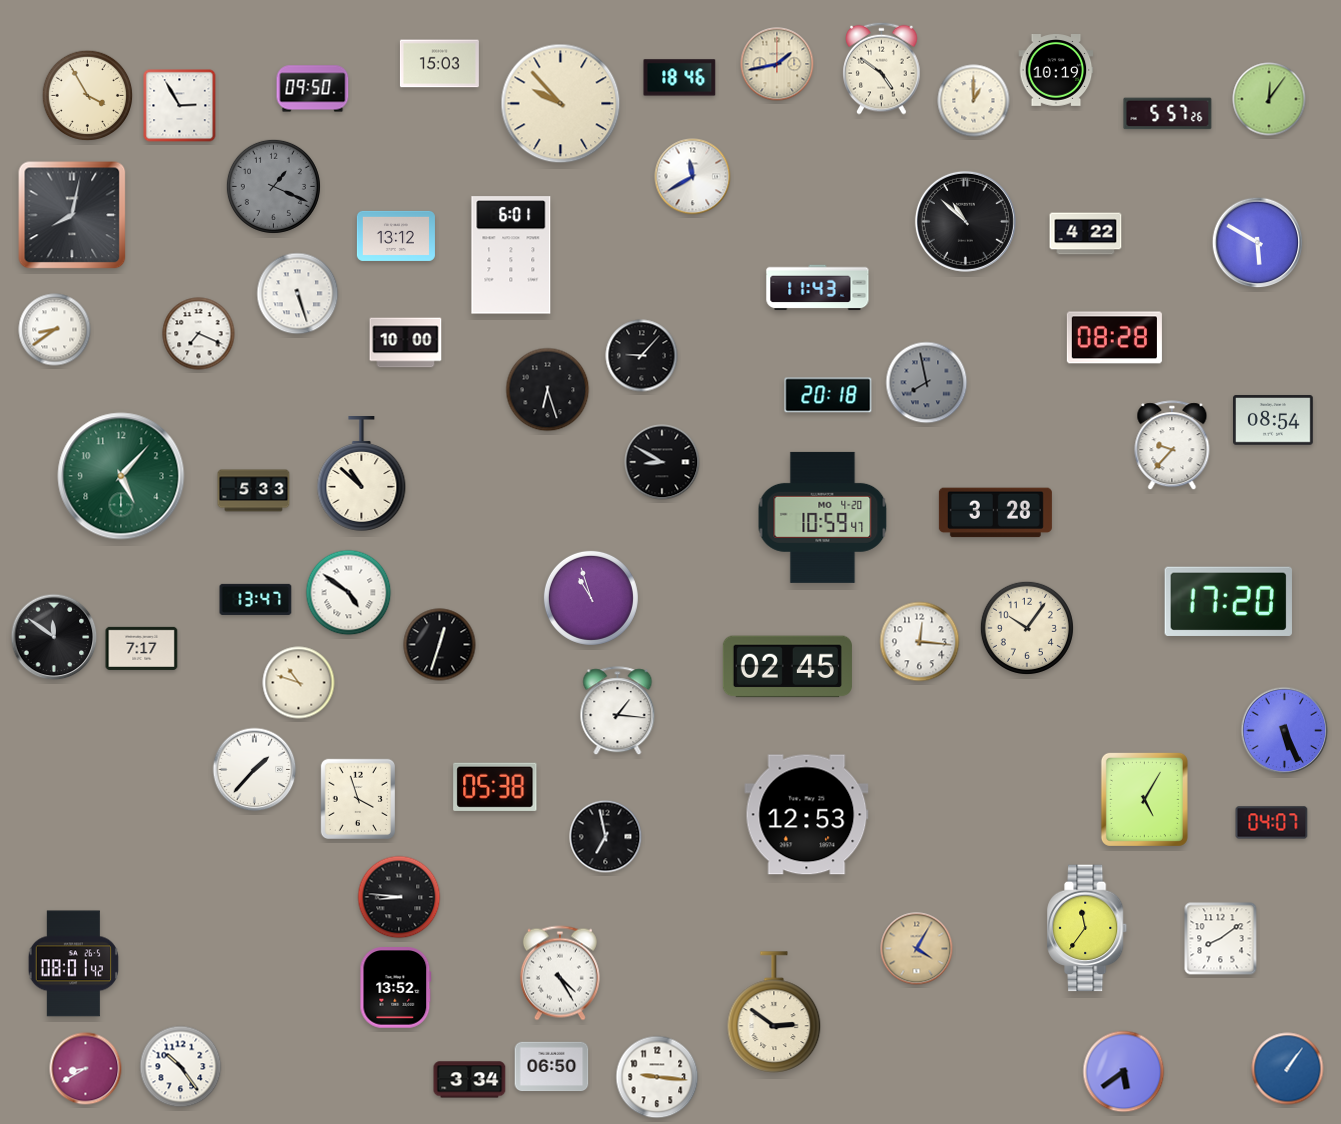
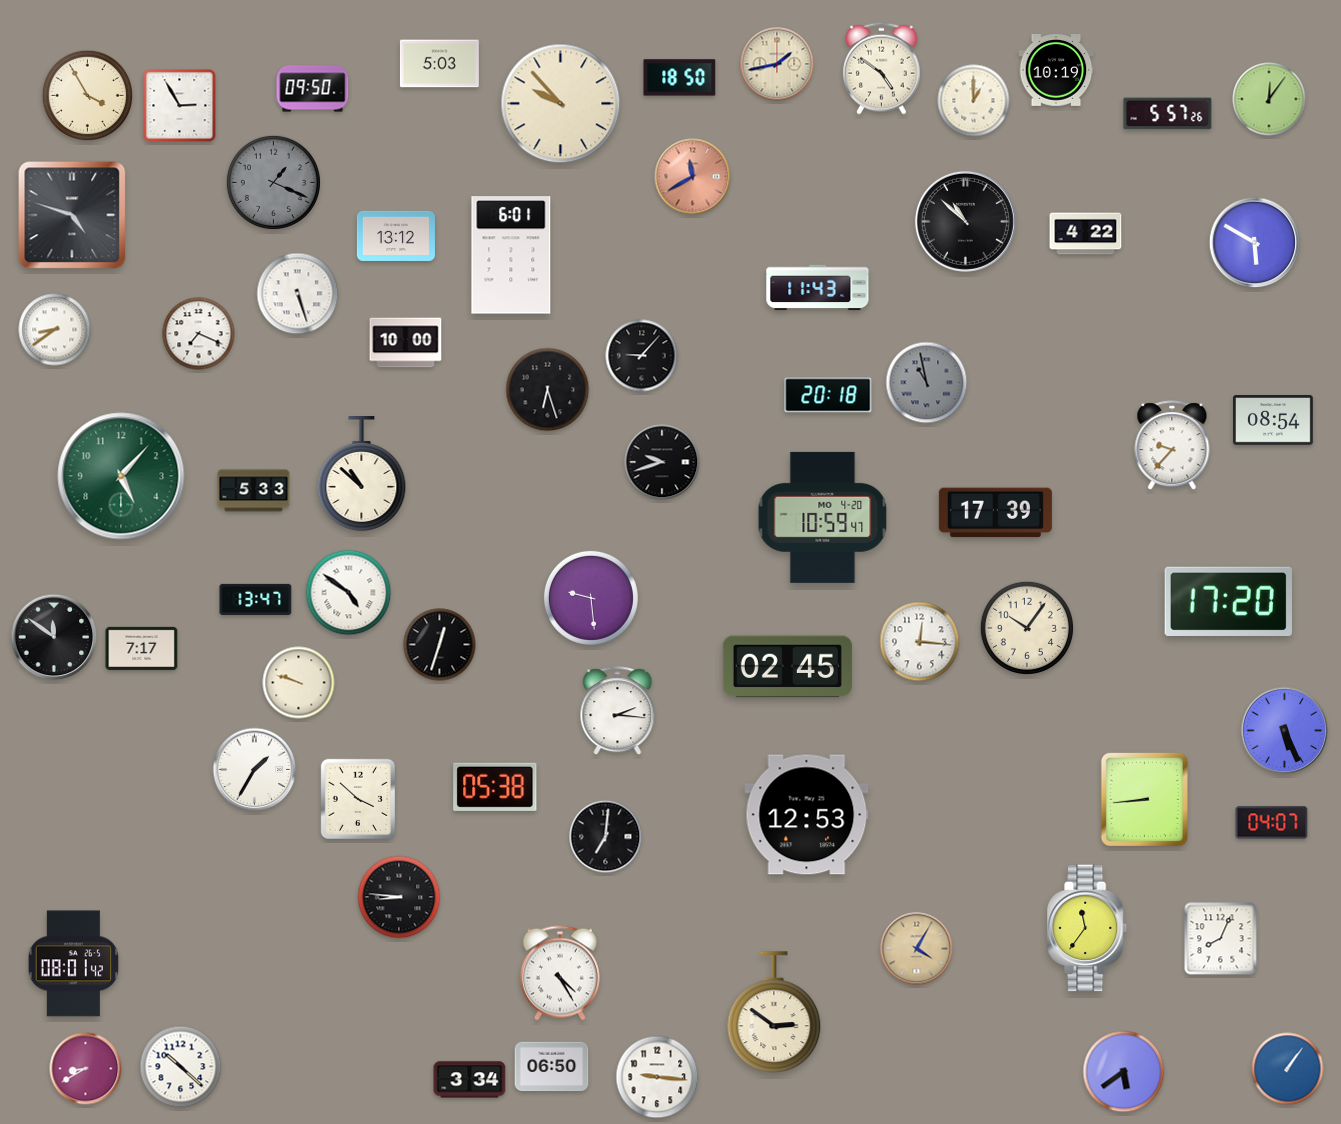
clock at (439, 64): 15:03 -> 5:03
clock at (680, 78): 18:46 -> 18:50
clock at (693, 177) dial: white -> salmon
clock at (273, 186) position: (273, 186) -> (273, 182)
clock at (72, 215): 8:02 -> 4:48
clock at (1258, 243) position: (1258, 243) -> (1255, 243)
clock at (1114, 338): 08:28 -> none
clock at (927, 383): 7:58 -> 10:58
clock at (662, 462): 8:50 -> 9:42
clock at (995, 513): 3:28 -> 17:39
clock at (591, 598): 10:57 -> 9:29
clock at (299, 683): 10:48 -> 9:48
clock at (618, 711): 1:16 -> 2:16
clock at (255, 770): 1:37 -> 1:35
clock at (357, 798): 3:57 -> 3:52
clock at (1144, 799): 5:05 -> 8:44
clock at (606, 837): 6:58 -> 7:01
clock at (1221, 939): 8:09 -> 8:04
clock at (396, 988): 13:52 -> none
clock at (181, 1067): 10:24 -> 10:22
